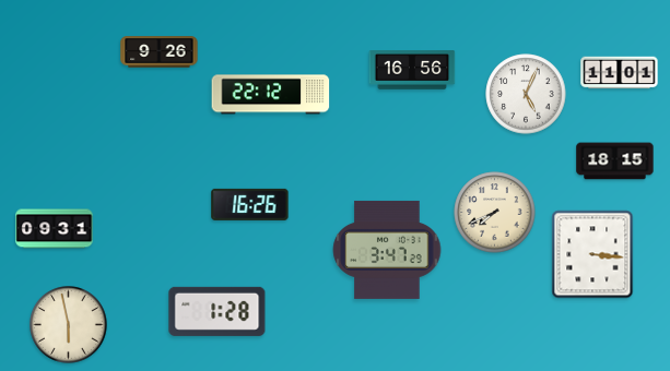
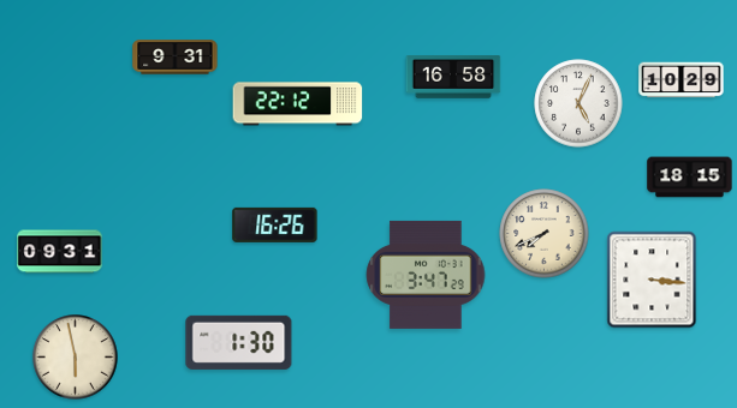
clock at (160, 52): 9:26 -> 9:31
clock at (412, 70): 16:56 -> 16:58
clock at (620, 73): 11:01 -> 10:29
clock at (615, 161) position: (615, 161) -> (690, 178)
clock at (218, 311): 1:28 -> 1:30
